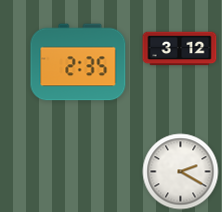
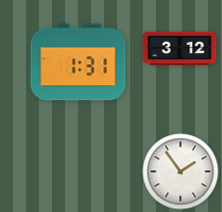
clock at (78, 62): 2:35 -> 1:31
clock at (181, 172): 2:20 -> 1:54
